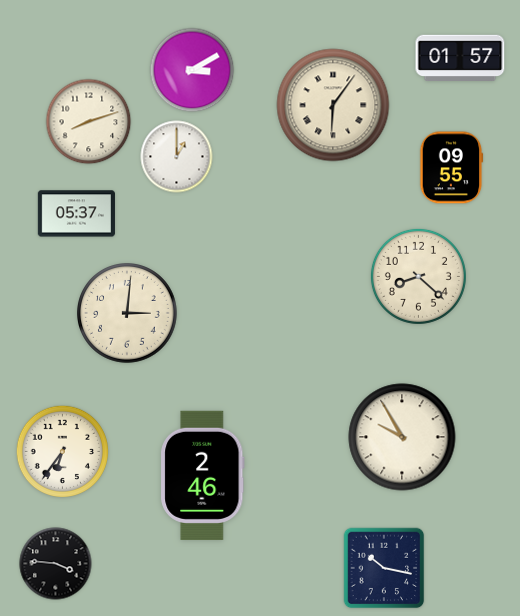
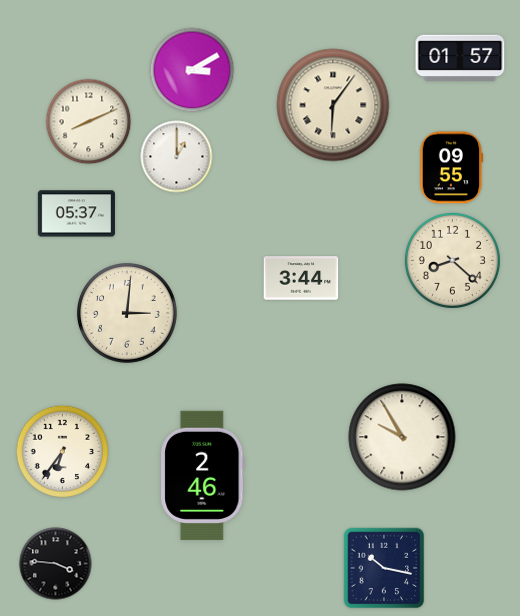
clock at (89, 122): 8:12 -> 8:11
clock at (418, 276) position: (418, 276) -> (452, 260)
clock at (301, 278): none -> 3:44
